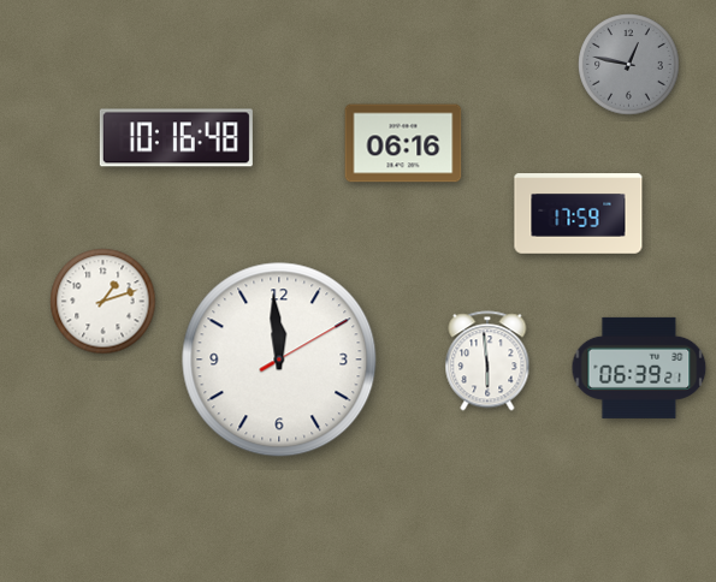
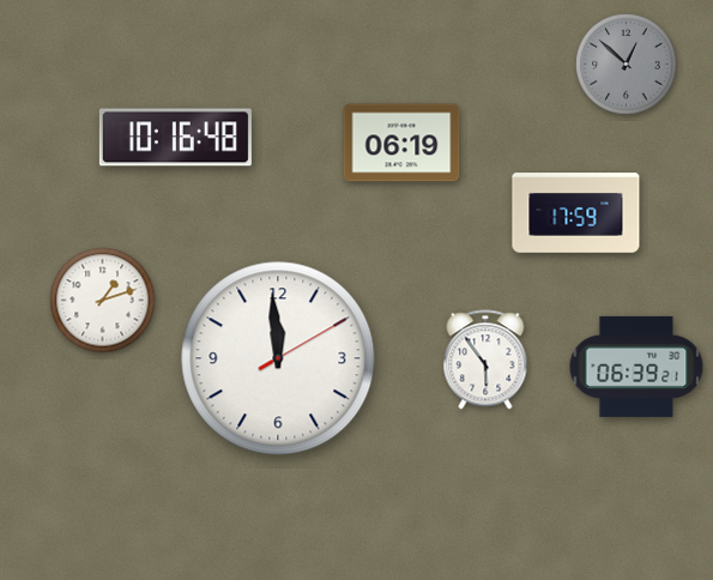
clock at (629, 65): 12:47 -> 12:52
clock at (403, 143): 06:16 -> 06:19
clock at (487, 361): 5:59 -> 5:54
